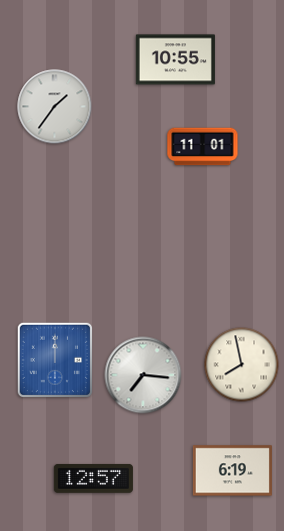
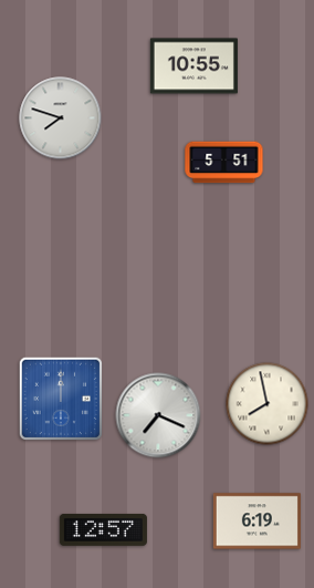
clock at (55, 107): 1:36 -> 7:48
clock at (203, 147): 11:01 -> 5:51
clock at (143, 375): 7:16 -> 7:19
